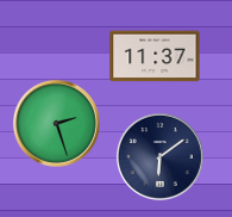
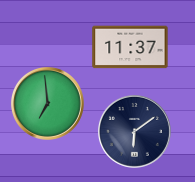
clock at (56, 123): 2:27 -> 6:59
